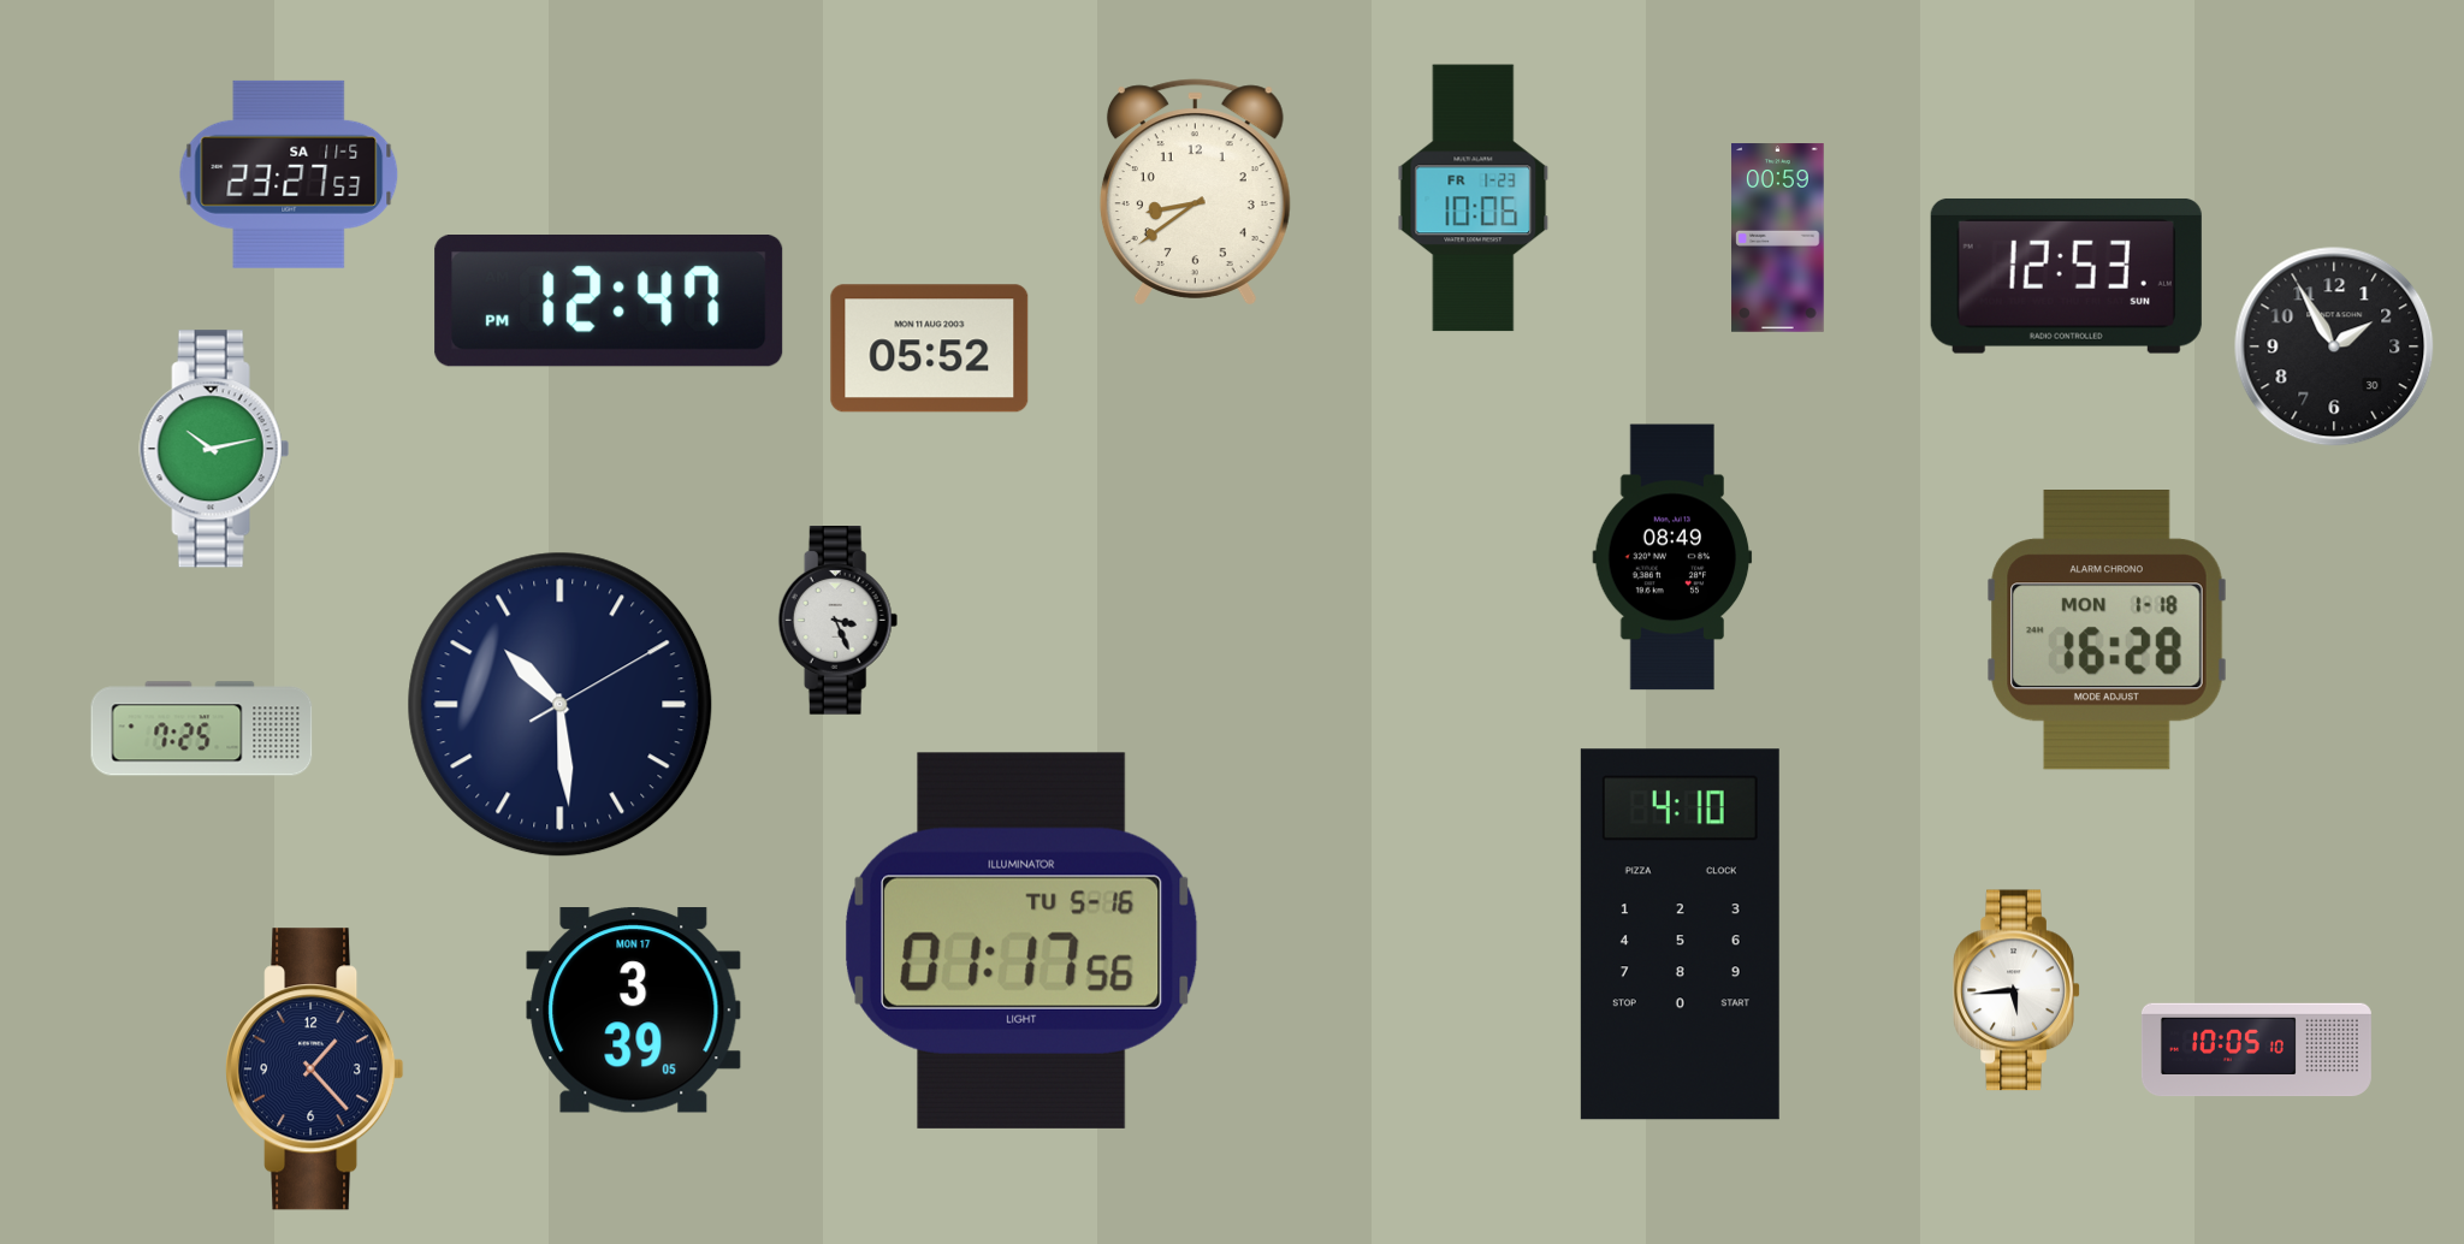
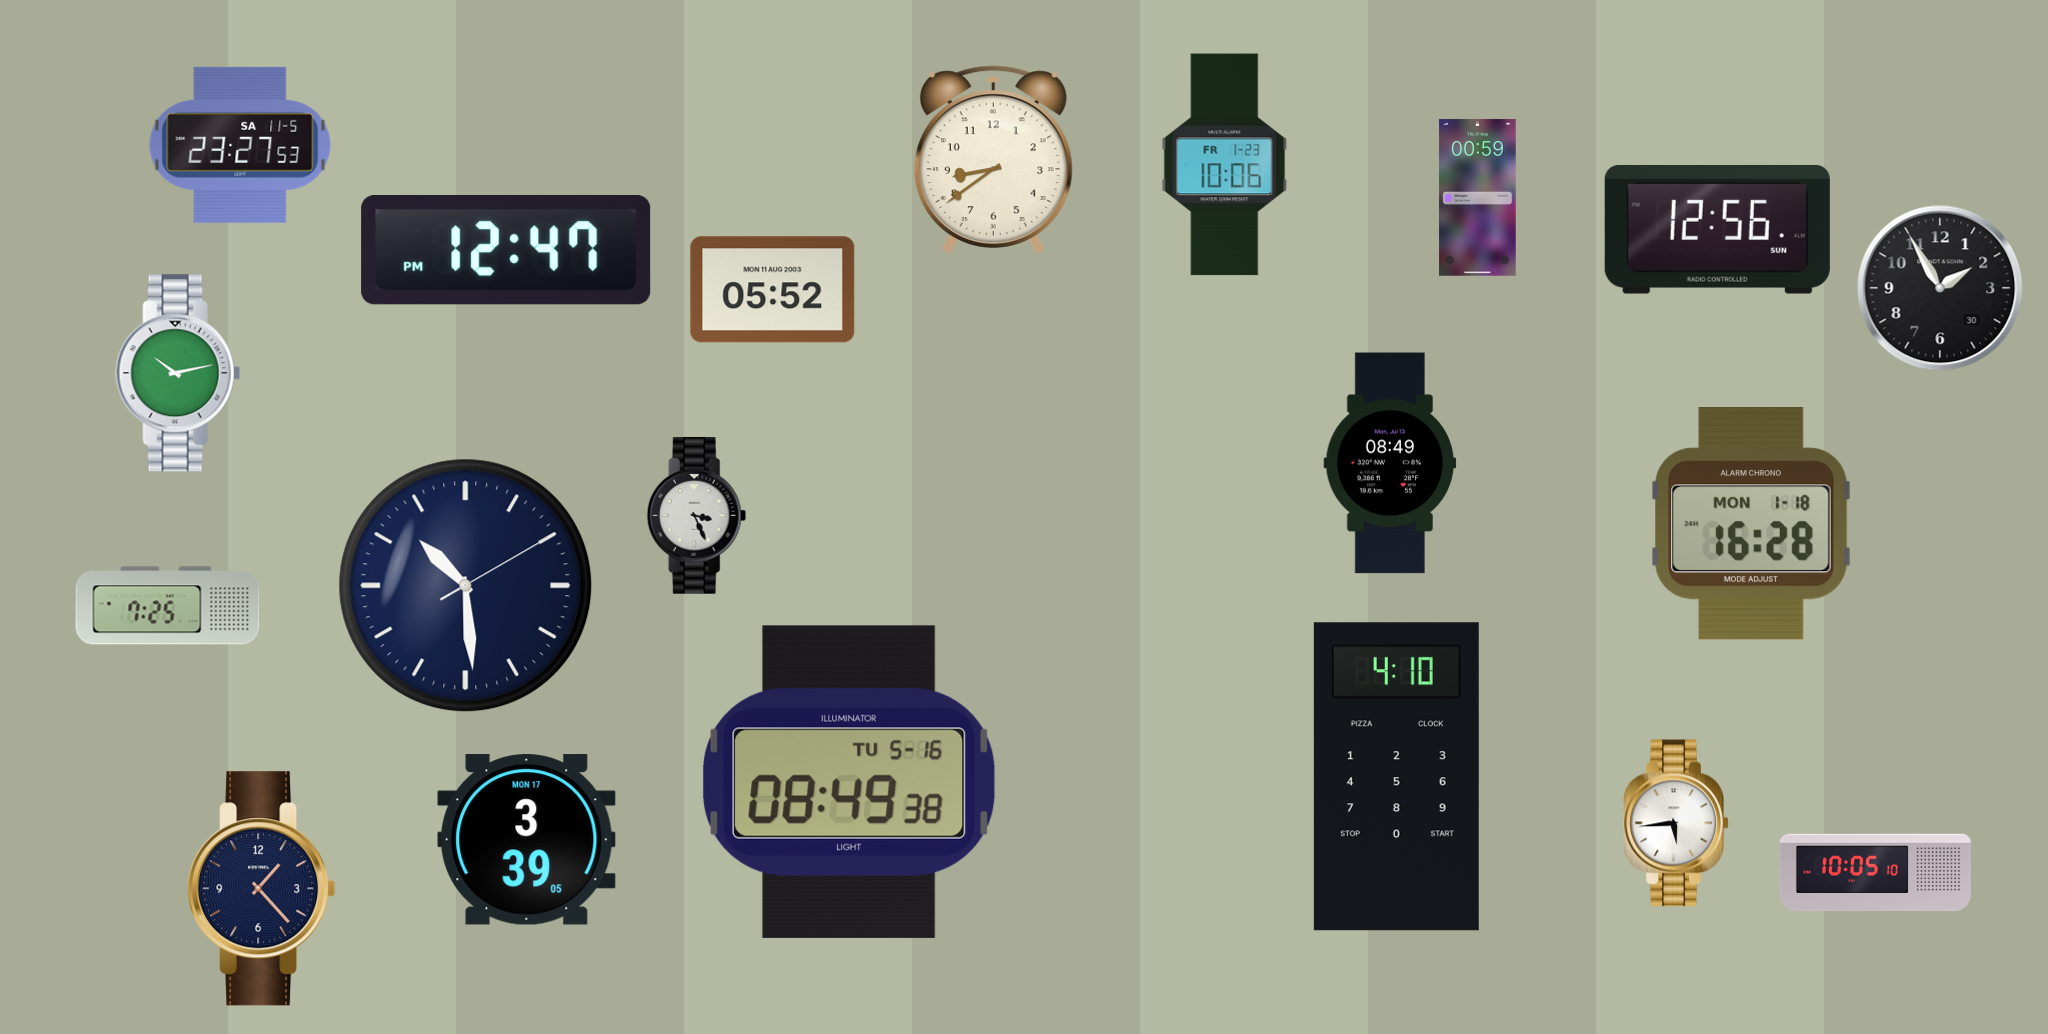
clock at (2066, 276): 12:53 -> 12:56
clock at (1021, 941): 01:17 -> 08:49
